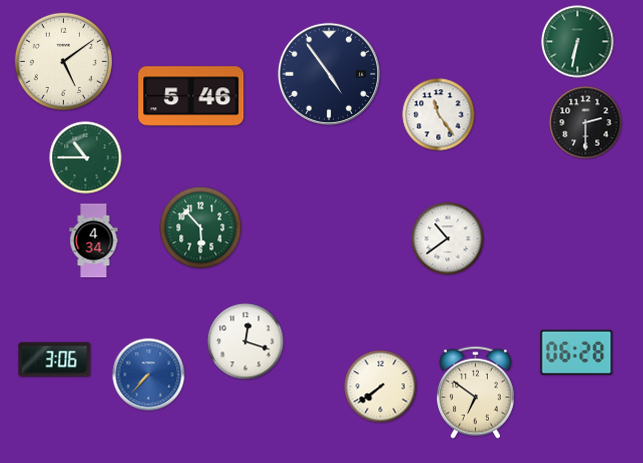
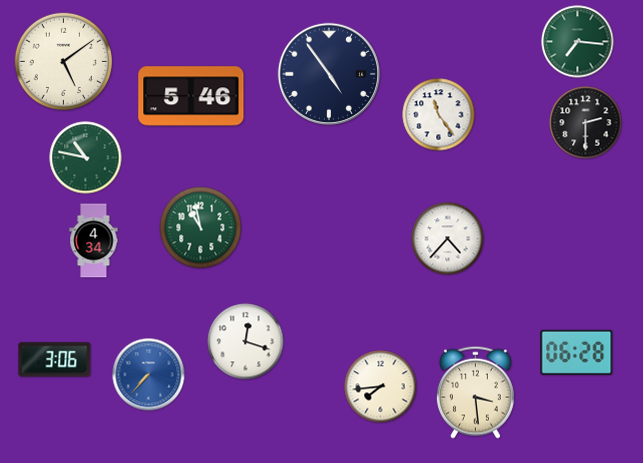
clock at (578, 42): 6:32 -> 7:16
clock at (86, 158): 10:45 -> 10:47
clock at (201, 228): 5:53 -> 10:58
clock at (448, 239): 10:39 -> 4:37
clock at (381, 387): 7:39 -> 7:44
clock at (475, 392): 6:51 -> 3:29
